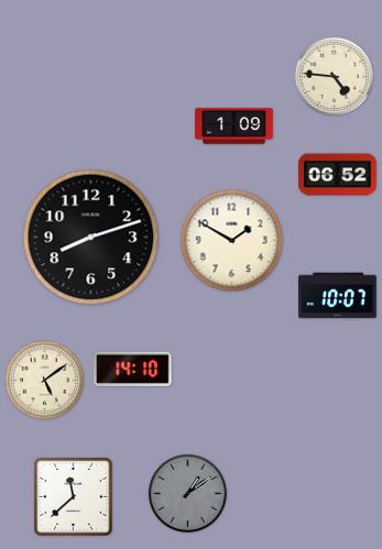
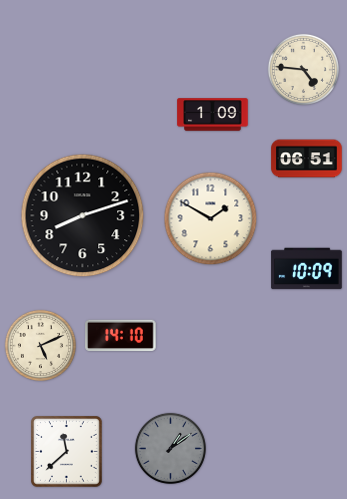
clock at (338, 175): 06:52 -> 06:51
clock at (338, 296): 10:07 -> 10:09
clock at (44, 380): 5:09 -> 5:11
